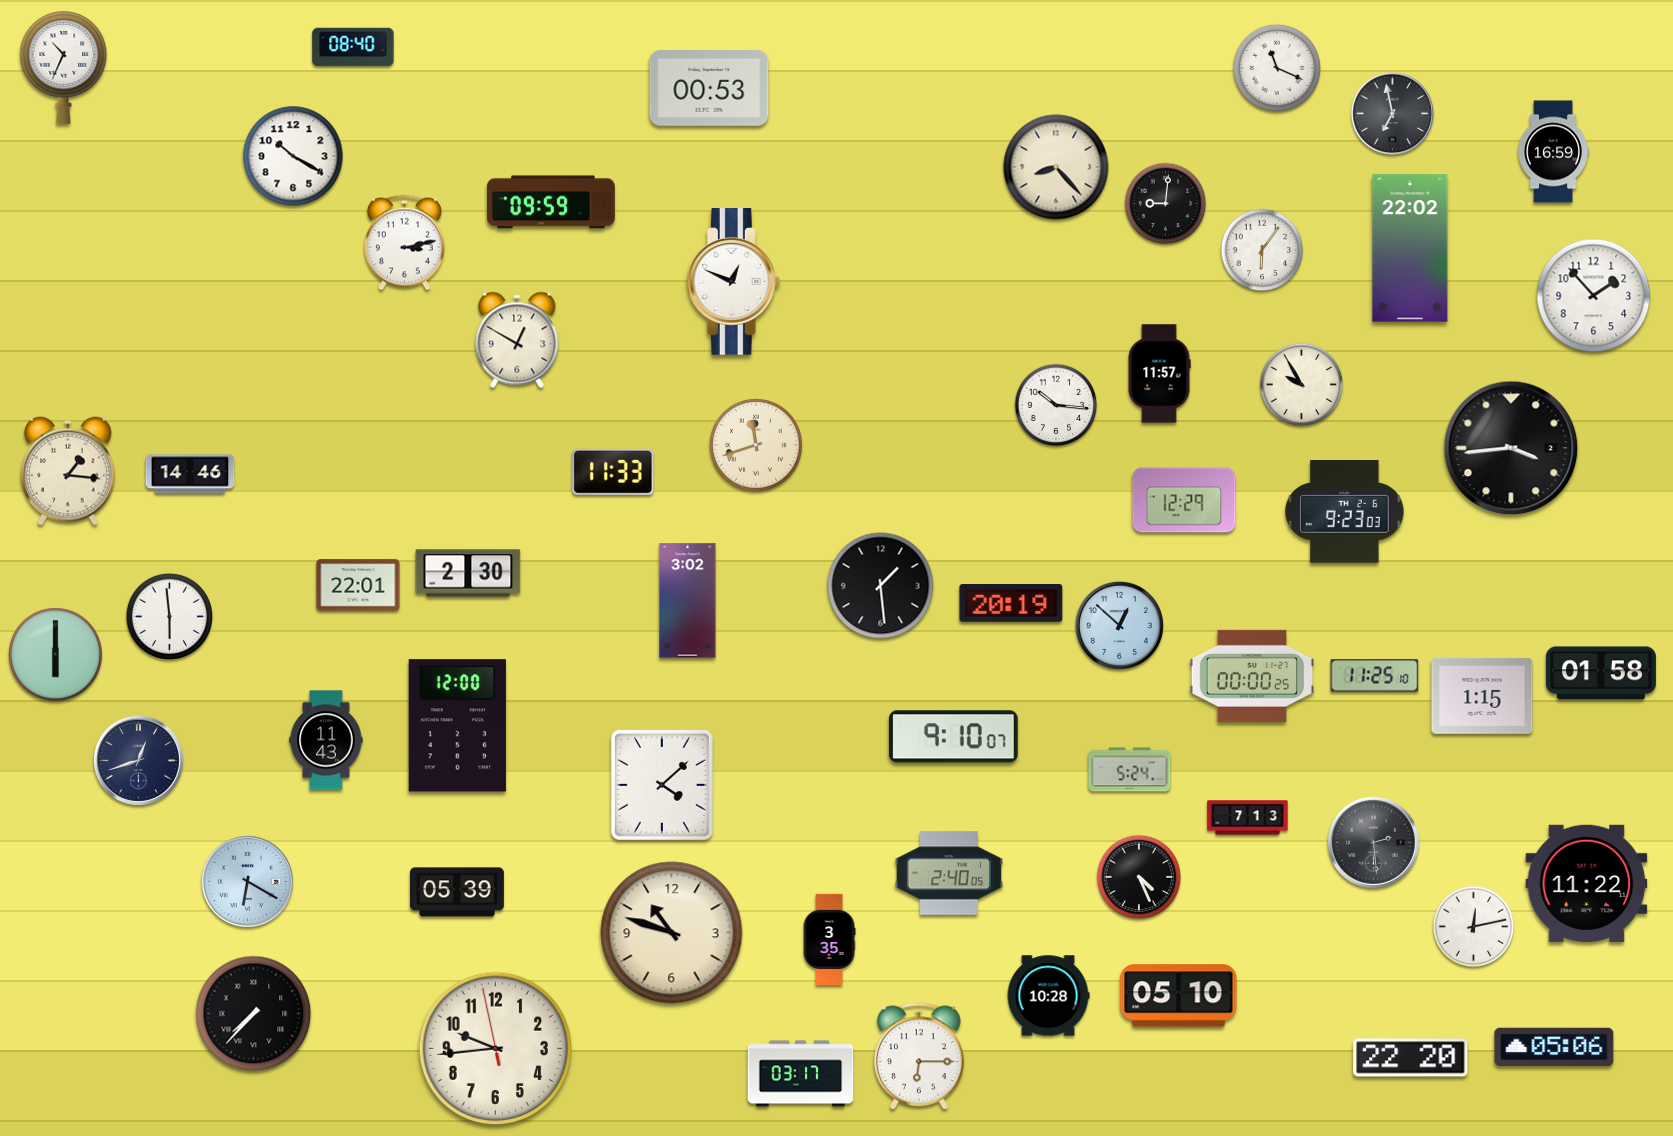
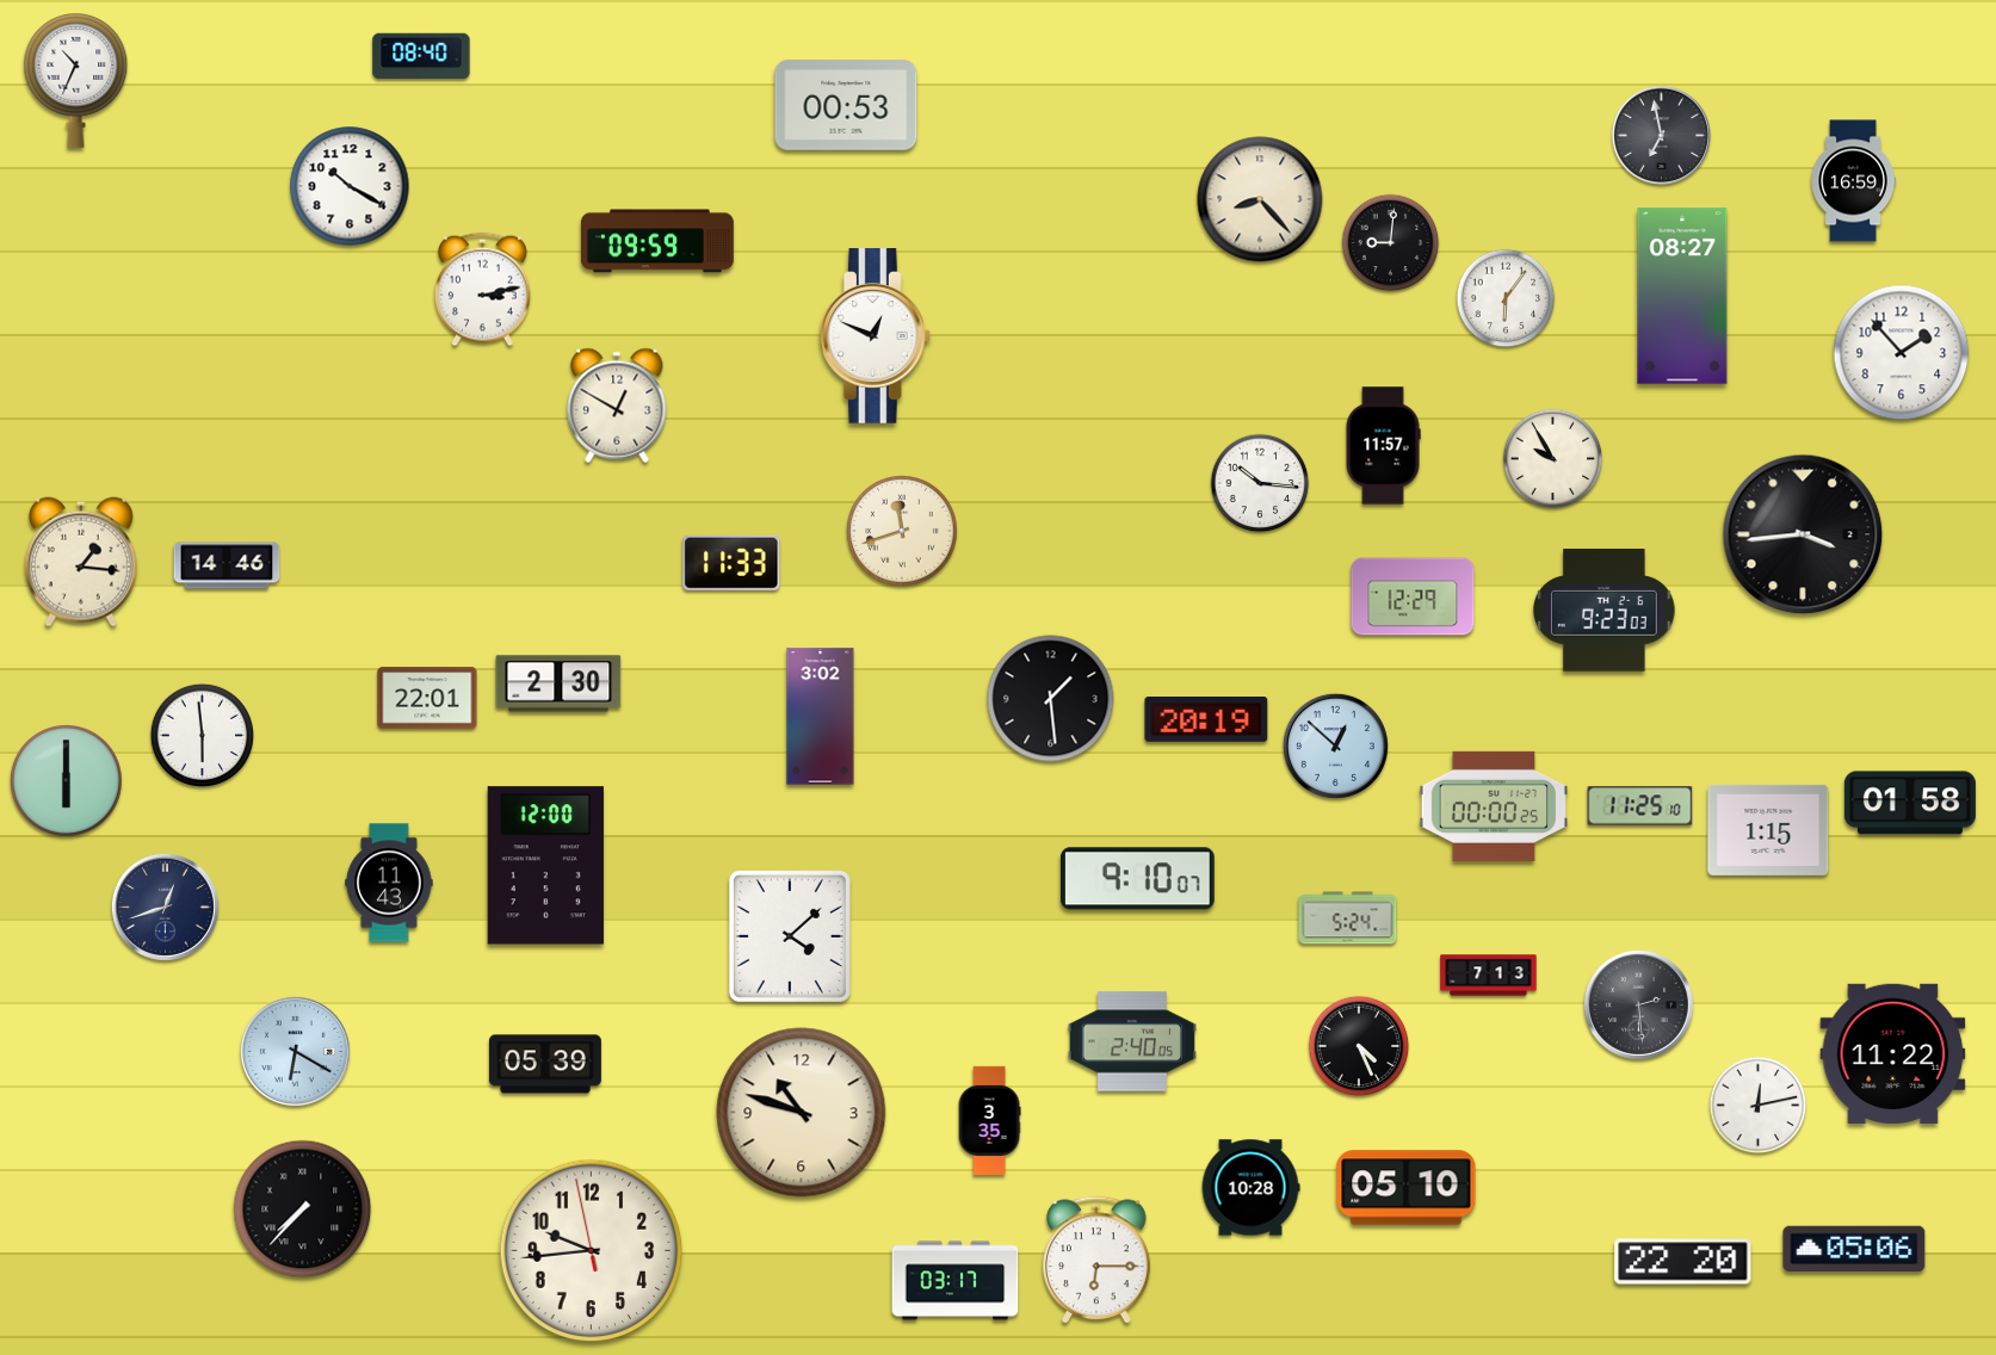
clock at (1277, 68): 11:19 -> none
clock at (1410, 248): 22:02 -> 08:27
